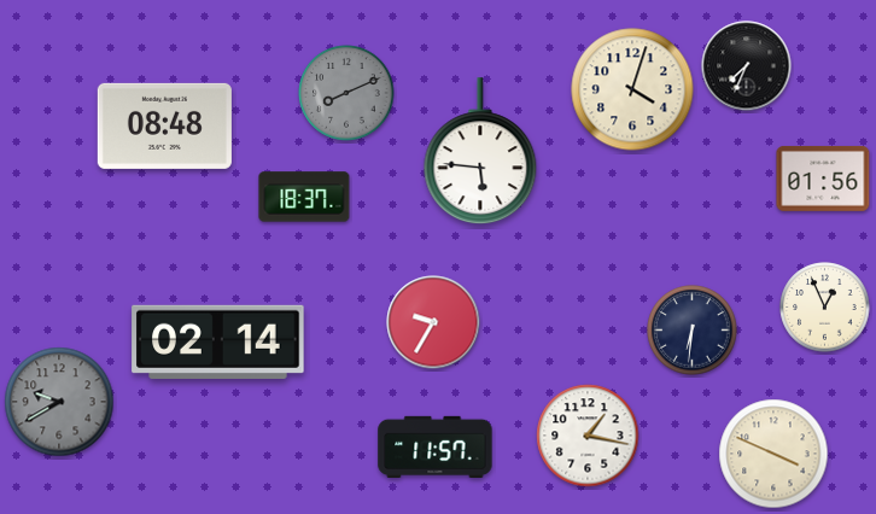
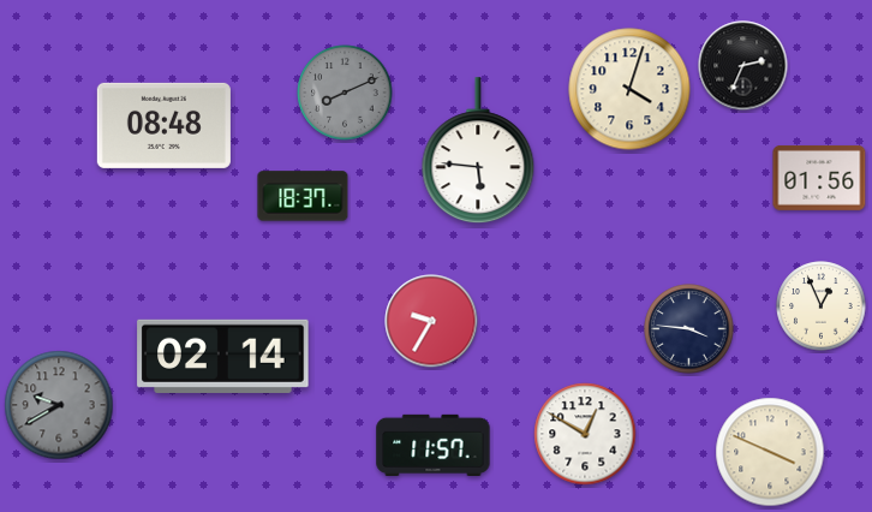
clock at (747, 66): 7:34 -> 2:34
clock at (693, 331): 6:31 -> 3:46
clock at (218, 341) position: (218, 341) -> (223, 356)
clock at (59, 402) position: (59, 402) -> (59, 405)
clock at (588, 436): 1:17 -> 12:50
